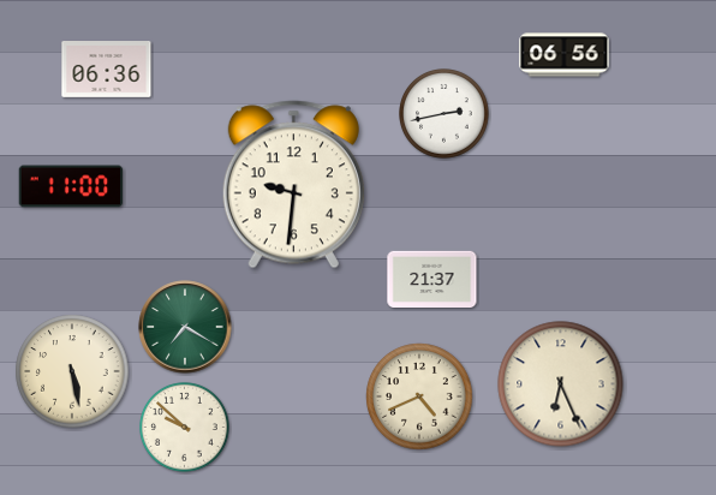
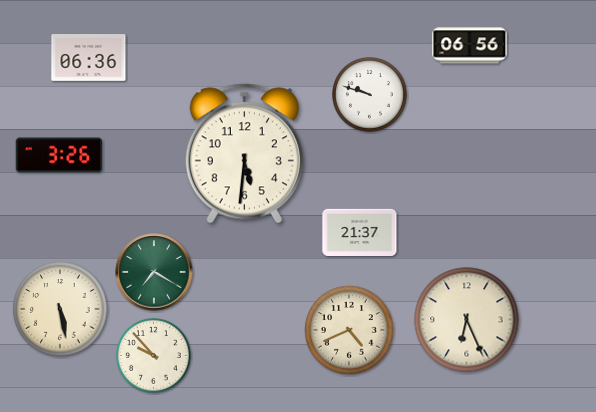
clock at (444, 114): 2:43 -> 9:48
clock at (293, 185): 9:31 -> 5:31
clock at (71, 186): 11:00 -> 3:26
clock at (185, 428): 9:52 -> 9:53
